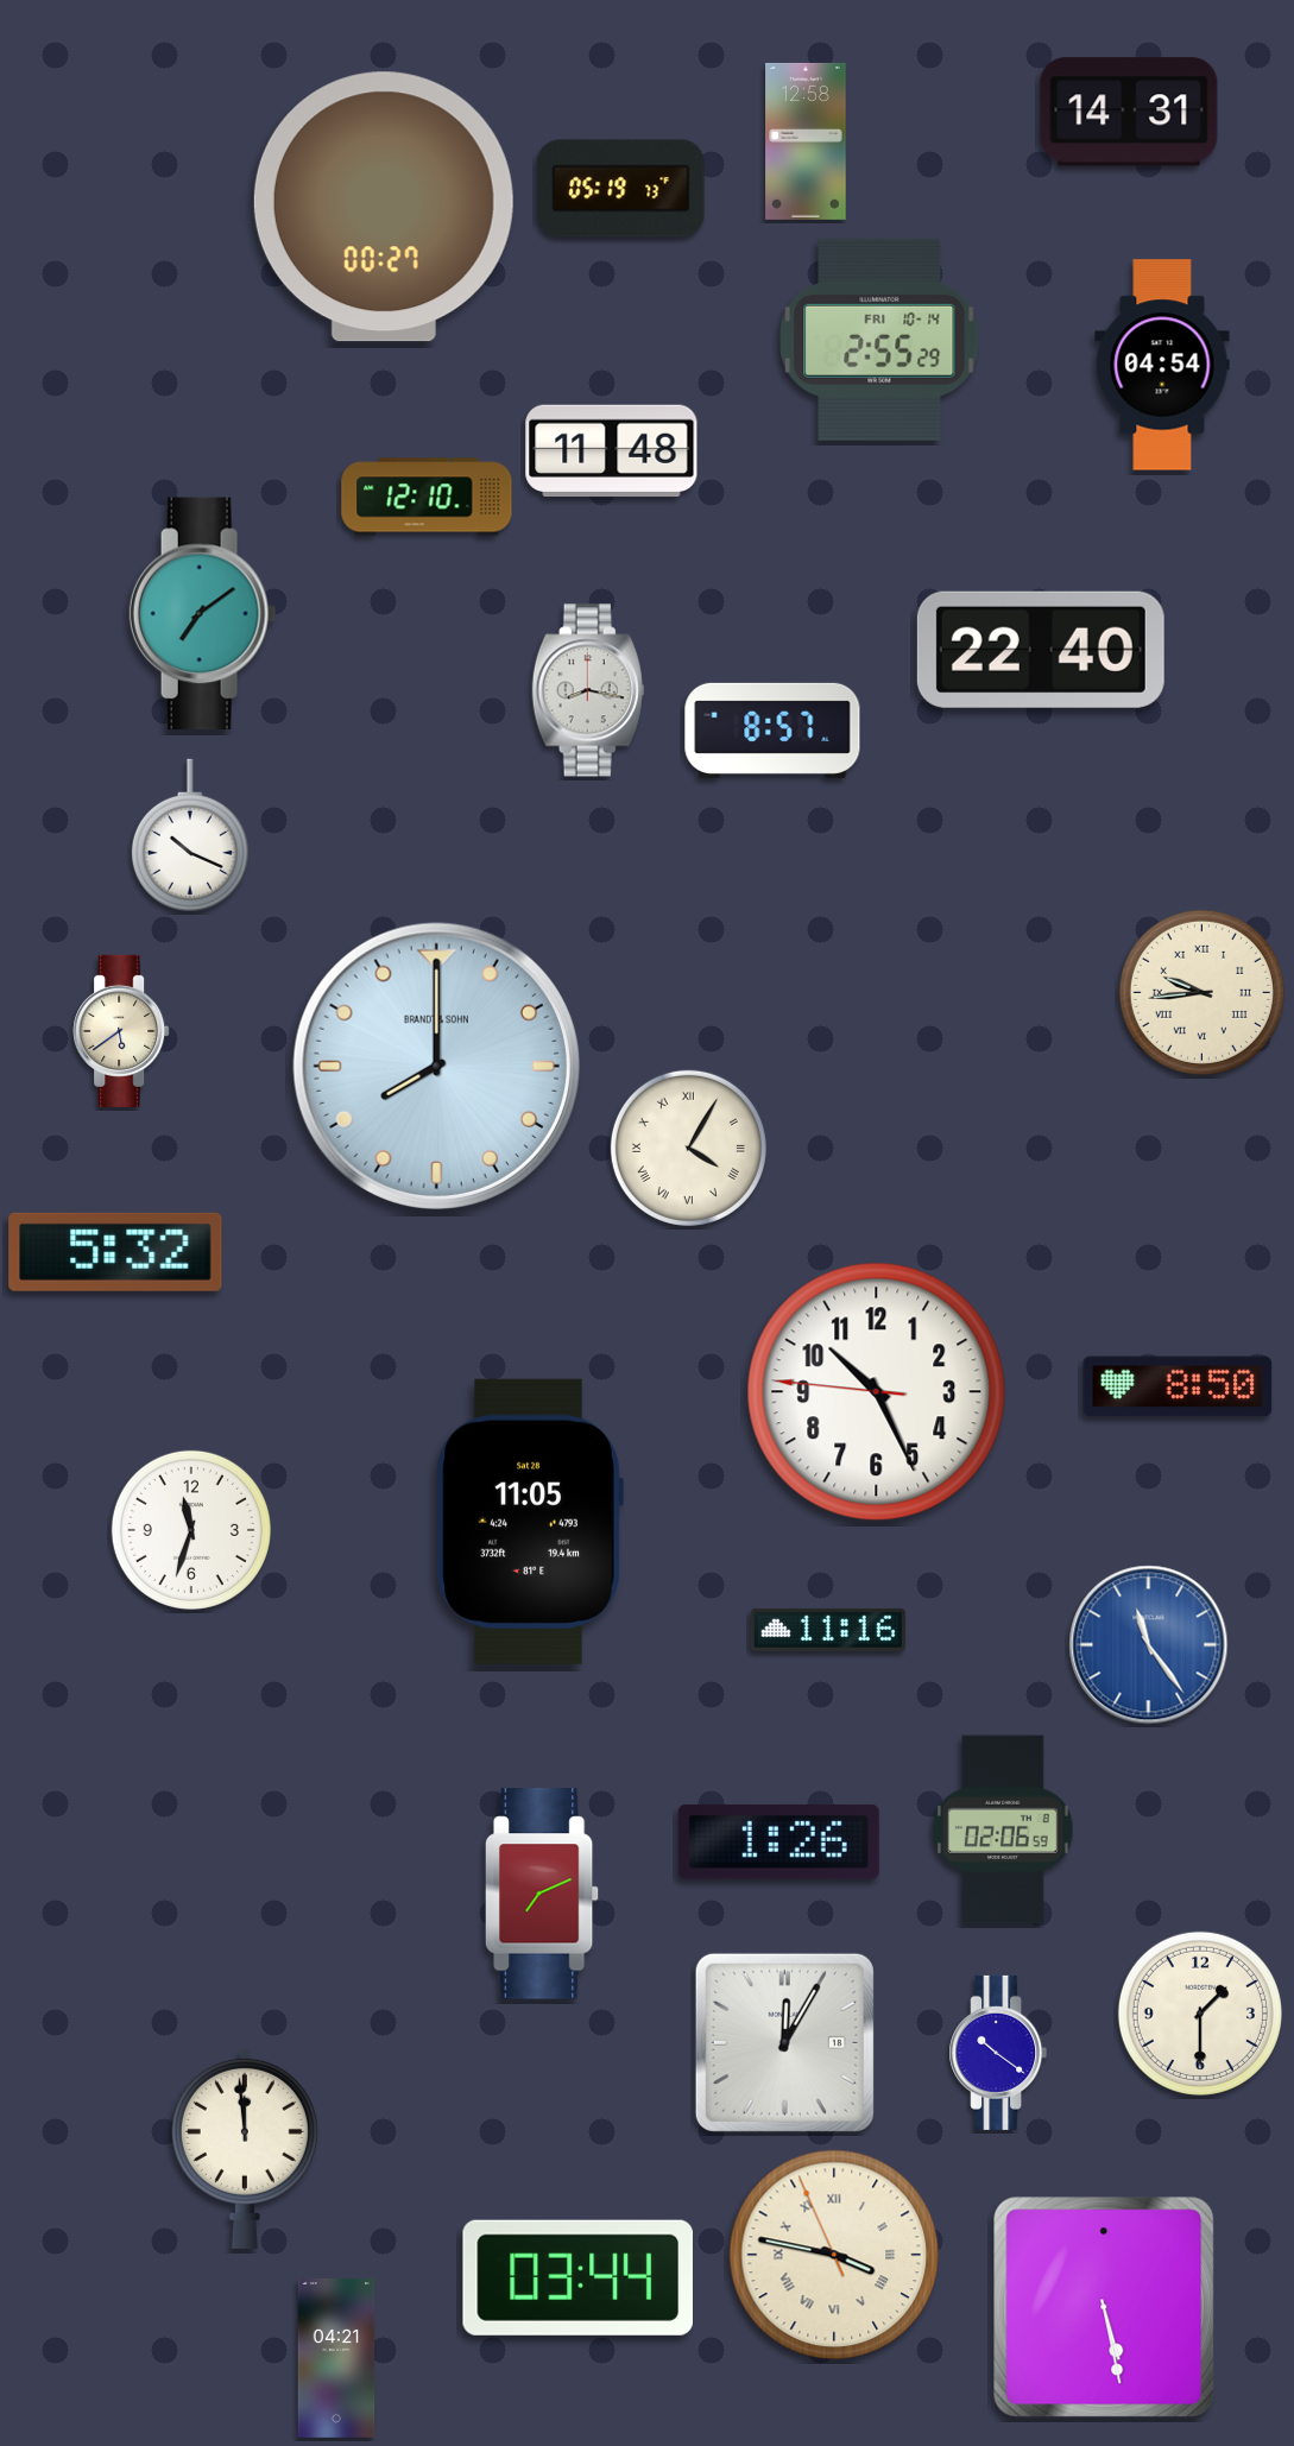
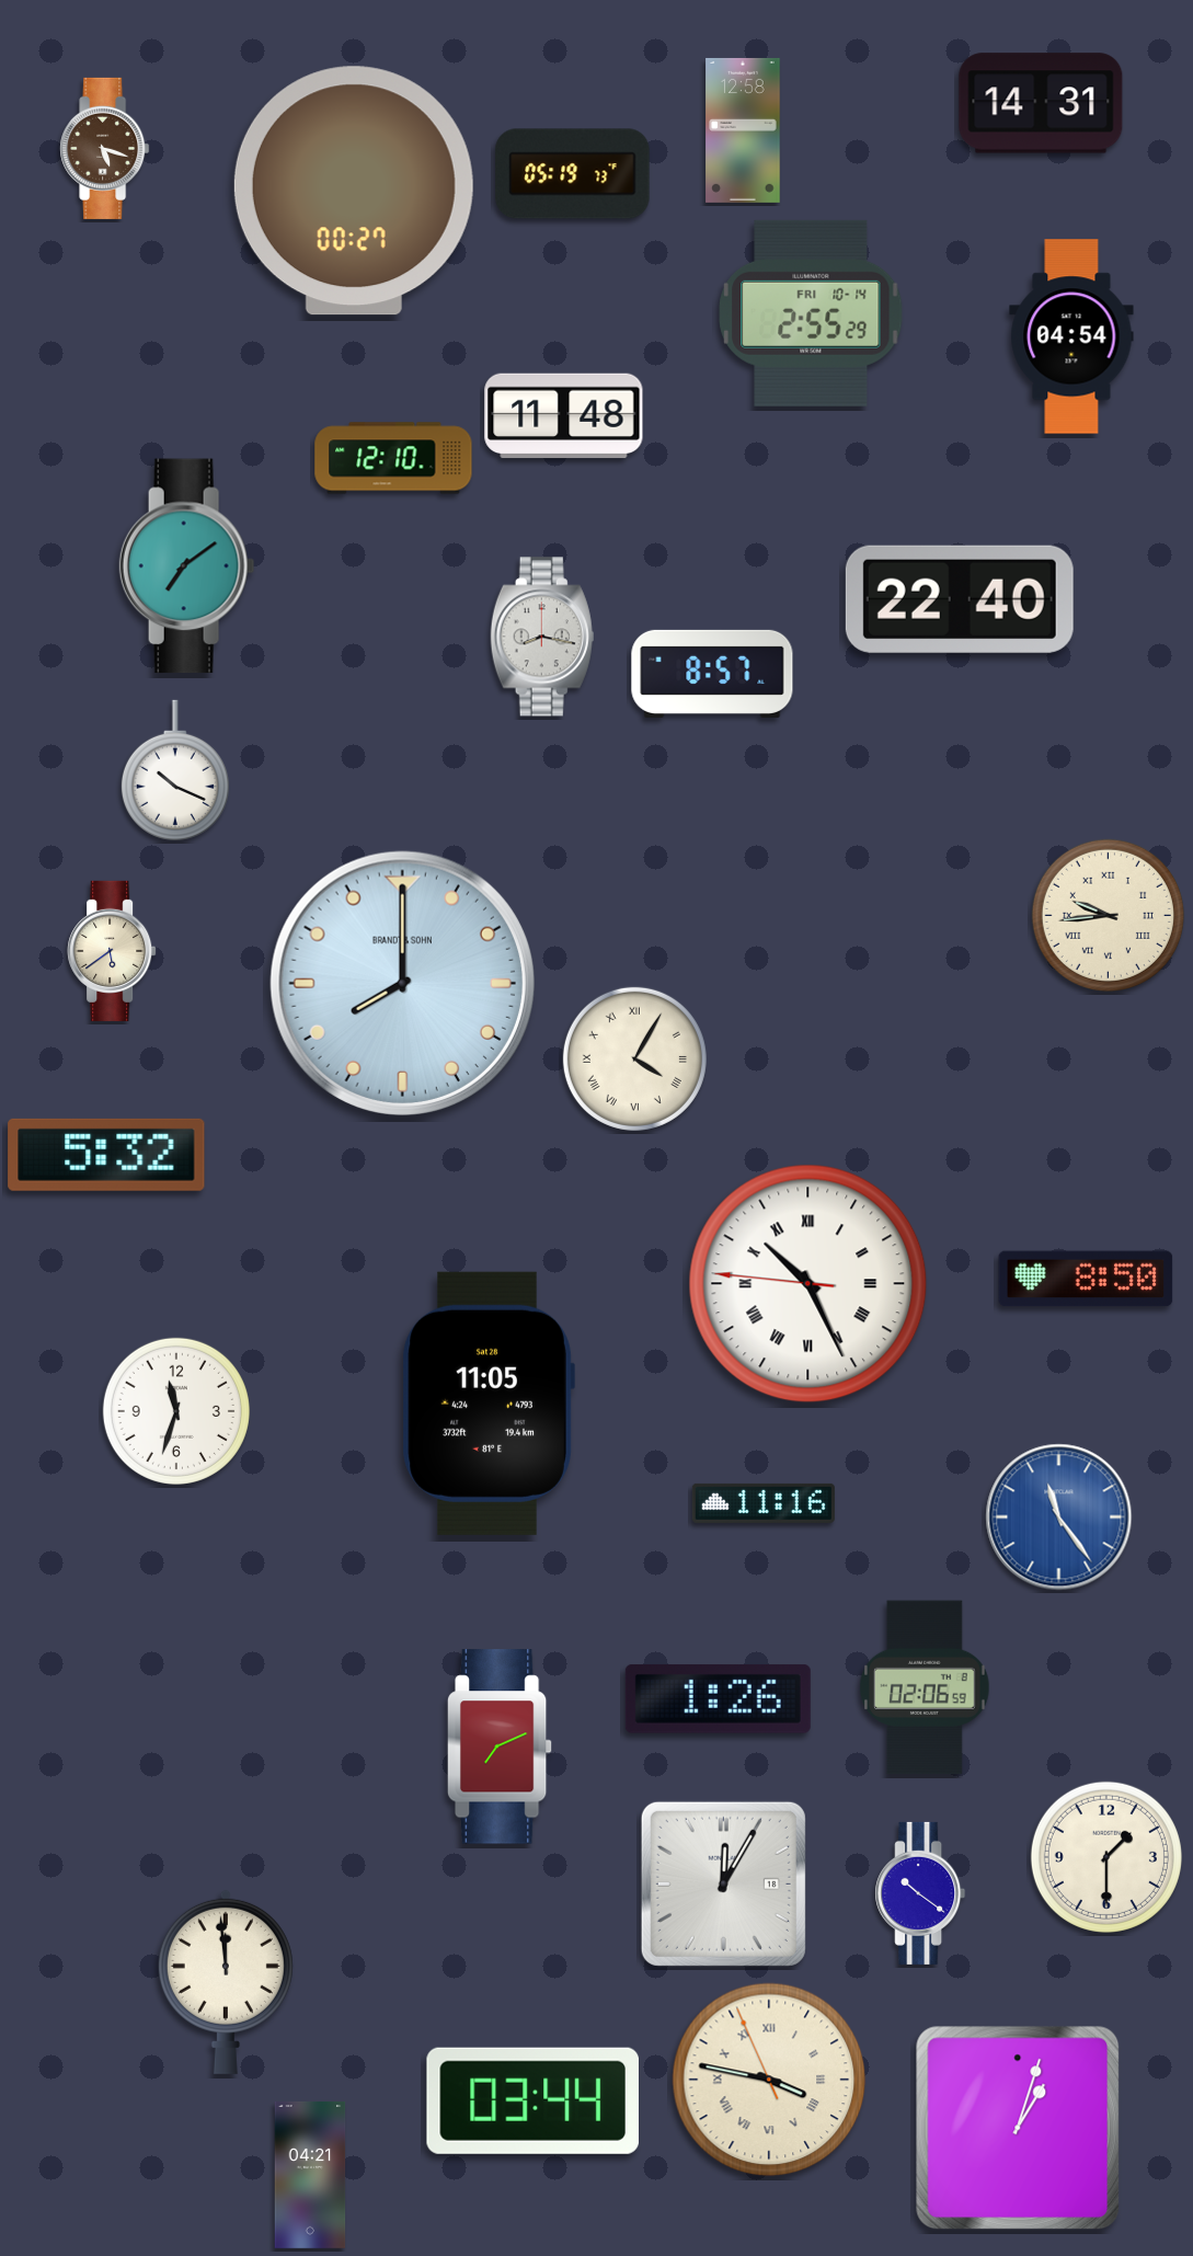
clock at (105, 148): none -> 5:18
clock at (877, 1392) numerals: Arabic -> Roman
clock at (1104, 2307): 5:28 -> 1:03
